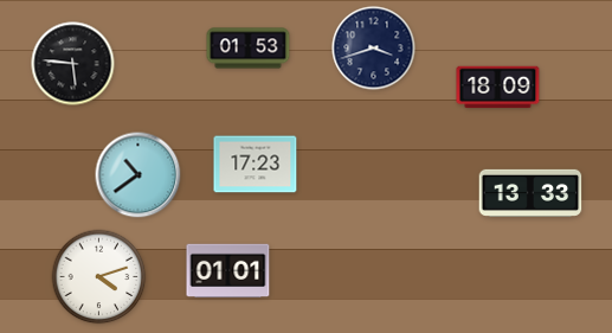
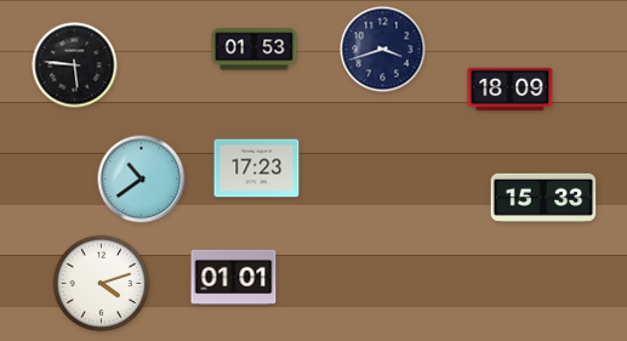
clock at (256, 165) position: (256, 165) -> (257, 169)
clock at (530, 193): 13:33 -> 15:33
